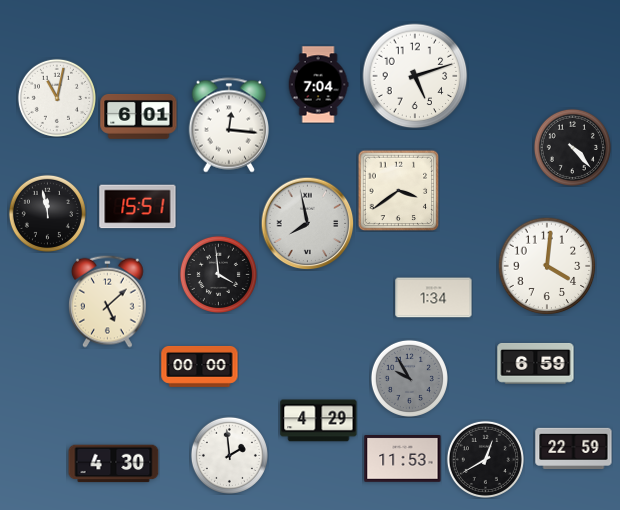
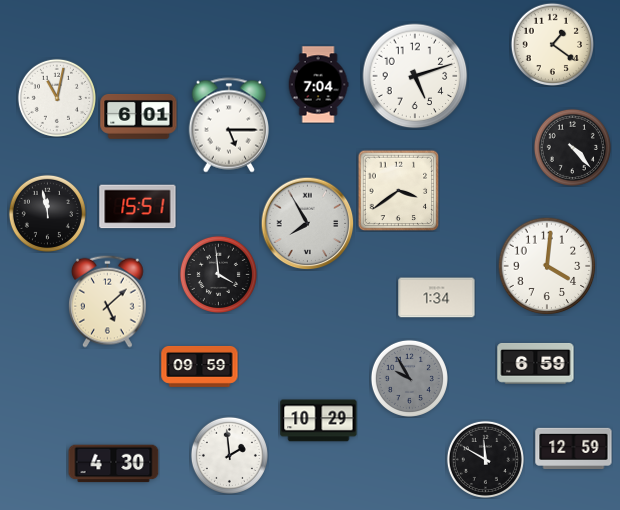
clock at (552, 44): none -> 1:21
clock at (228, 125): 12:16 -> 5:15
clock at (307, 223): 7:58 -> 7:55
clock at (434, 298) position: (434, 298) -> (437, 298)
clock at (200, 367): 00:00 -> 09:59
clock at (319, 421): 4:29 -> 10:29
clock at (574, 448): 22:59 -> 12:59
clock at (403, 459): 11:53 -> none
clock at (485, 459): 12:40 -> 11:50
